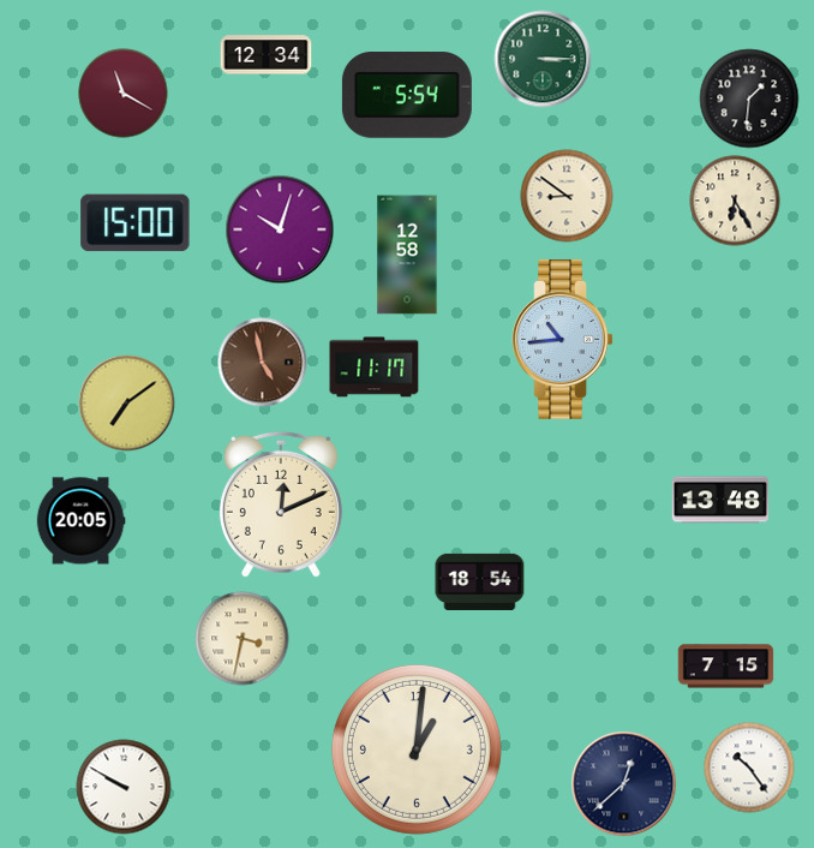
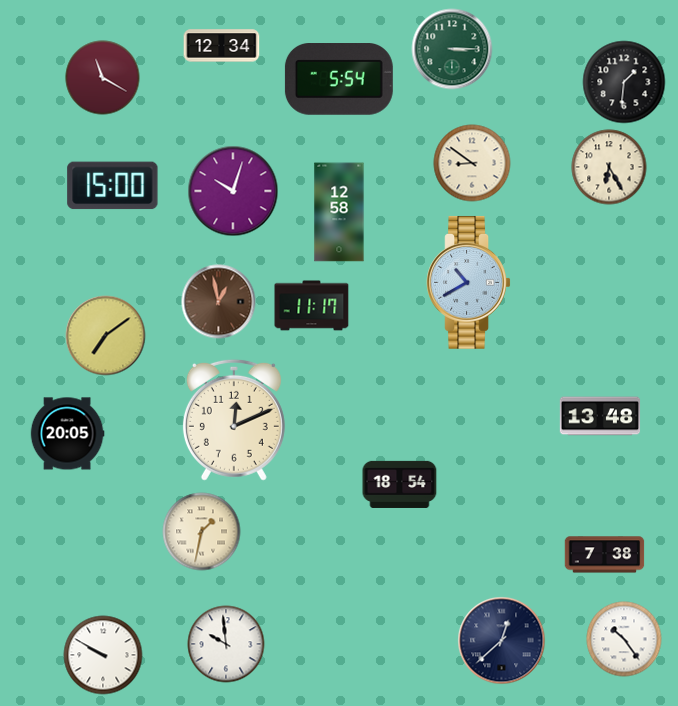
clock at (735, 201) position: (735, 201) -> (609, 167)
clock at (563, 339): 10:44 -> 10:40
clock at (263, 363): 4:58 -> 12:58
clock at (243, 639): 3:32 -> 1:32
clock at (726, 667): 7:15 -> 7:38
clock at (417, 750): 1:01 -> none
clock at (226, 644): none -> 9:59
clock at (624, 784) position: (624, 784) -> (502, 641)
